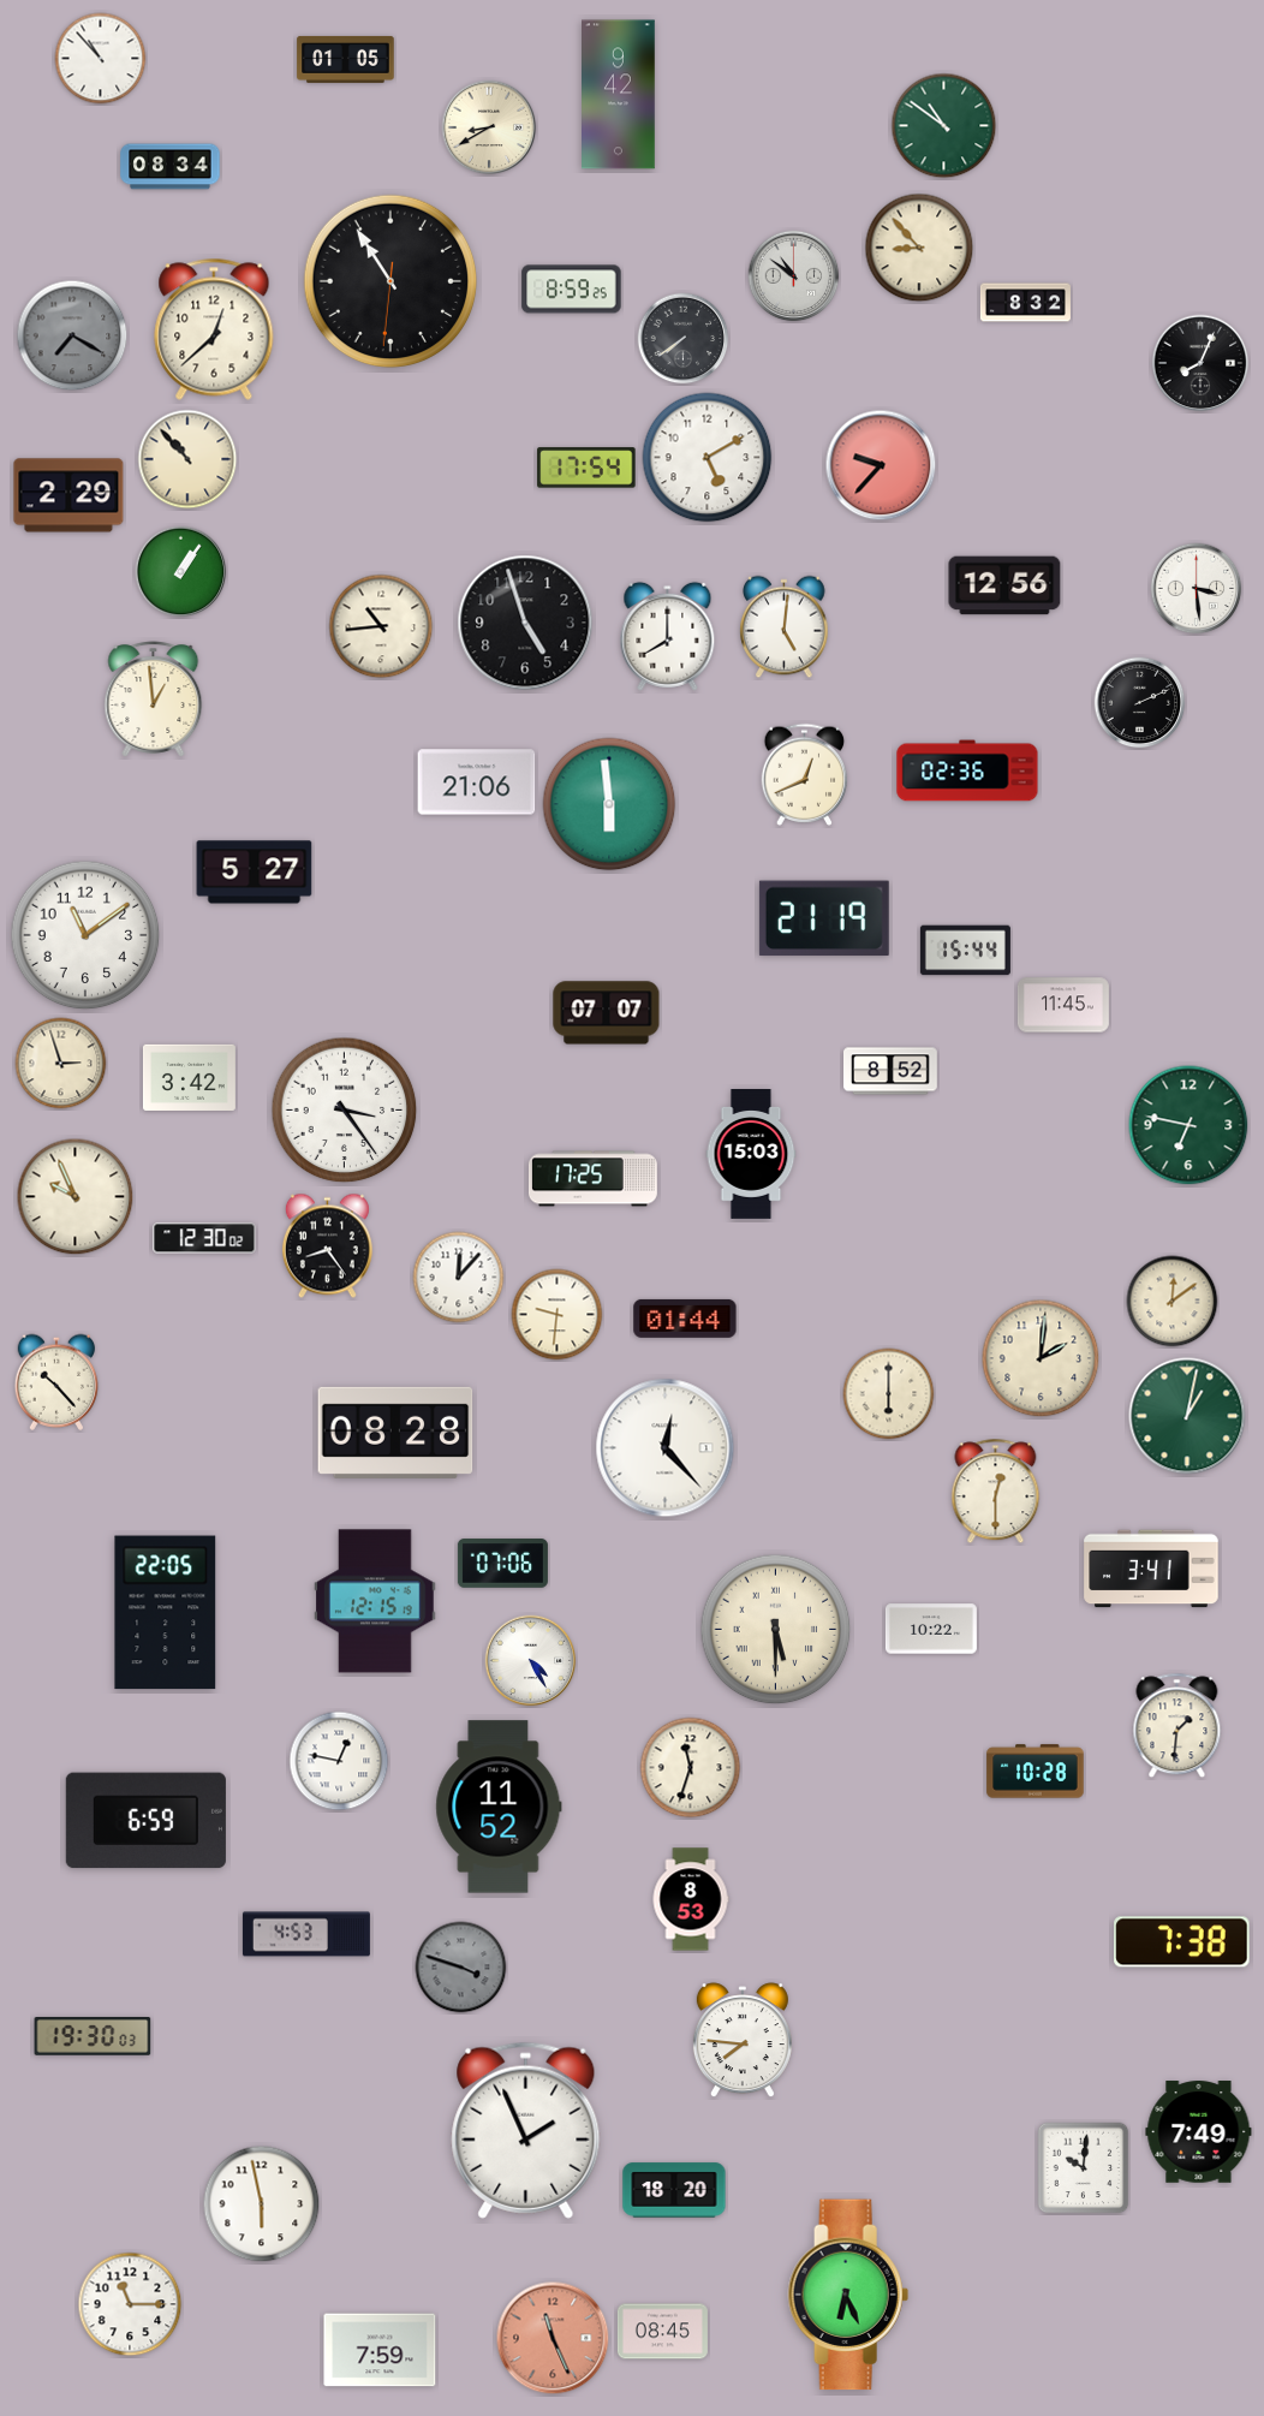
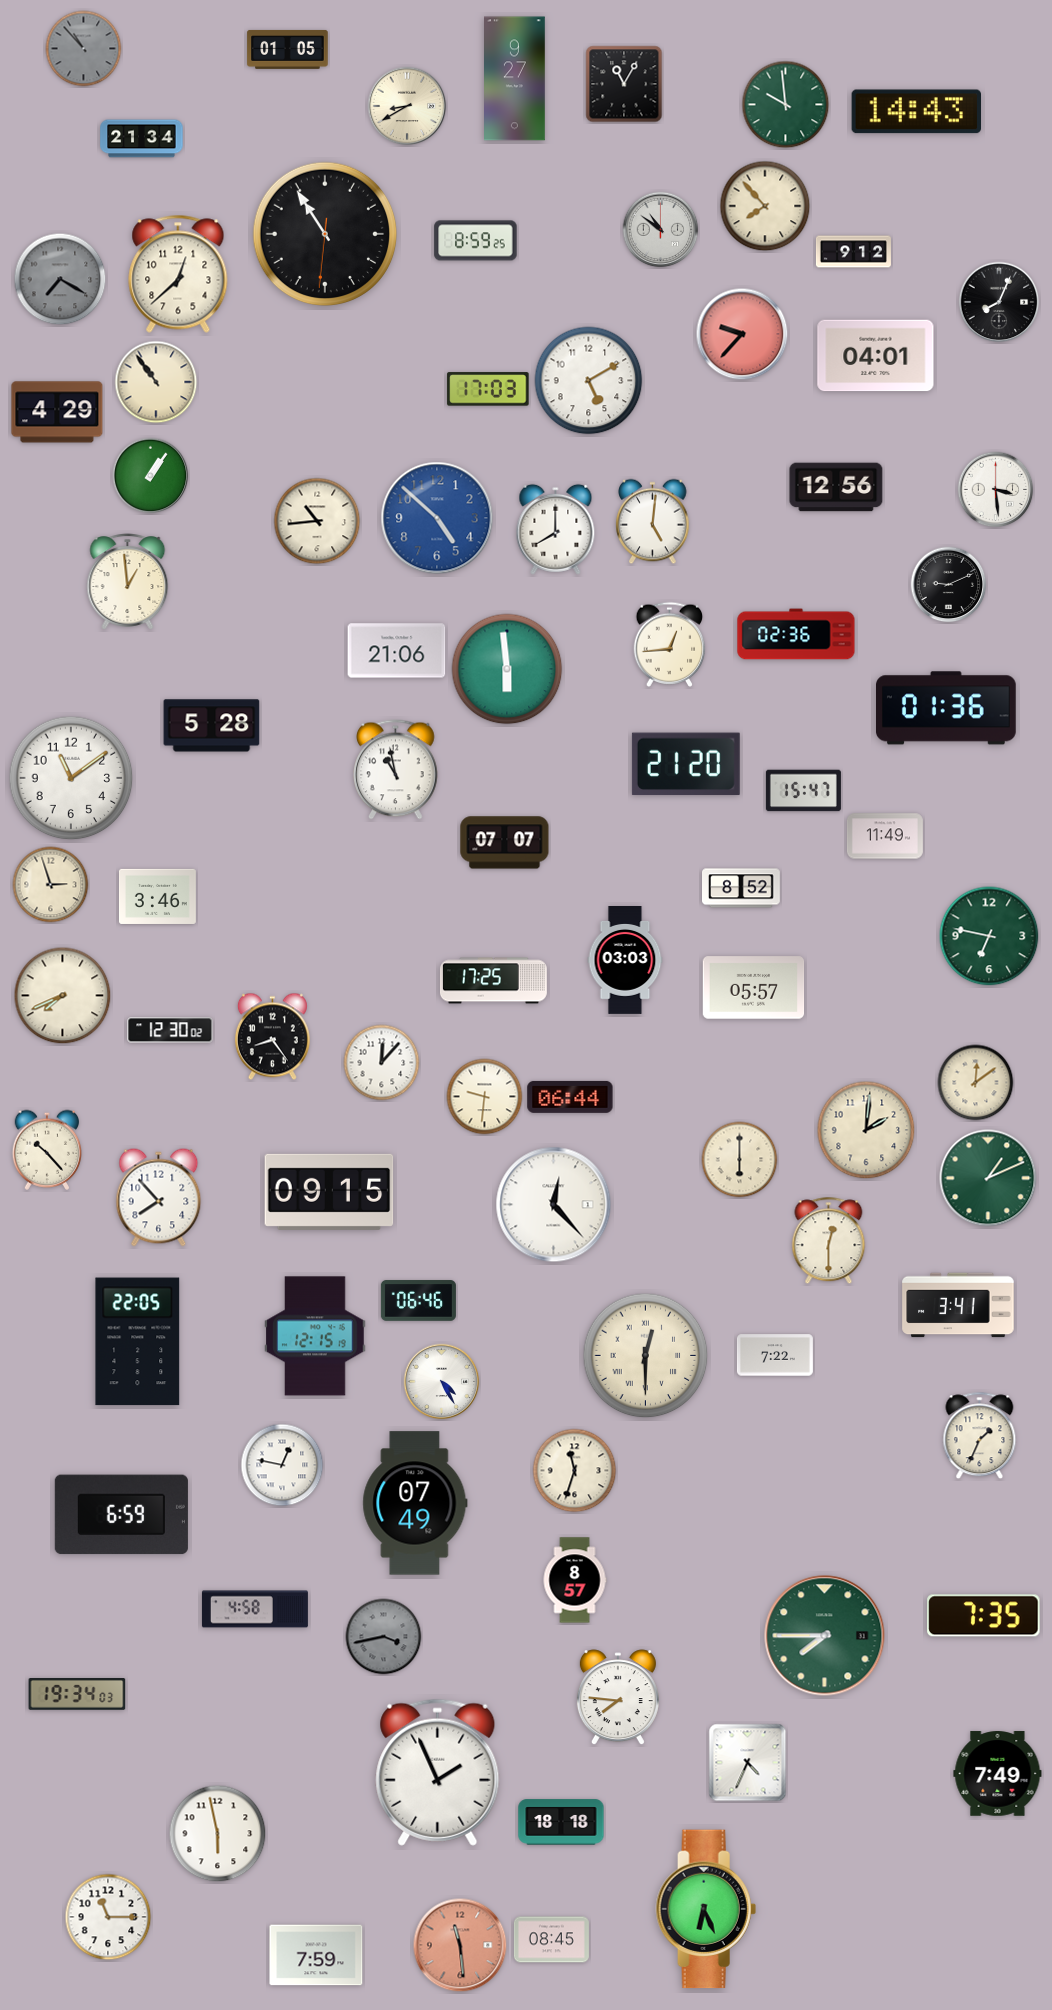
clock at (101, 59) dial: white -> grey
clock at (619, 95): 9:42 -> 9:27
clock at (624, 84): none -> 11:05
clock at (944, 126): 10:51 -> 9:59
clock at (917, 112): none -> 14:43
clock at (171, 167): 08:34 -> 21:34
clock at (919, 248): 8:53 -> 7:53
clock at (1025, 303): 8:32 -> 9:12
clock at (684, 339): 7:39 -> none
clock at (876, 356): none -> 04:01
clock at (187, 459): 10:53 -> 10:54
clock at (881, 465) position: (881, 465) -> (742, 334)
clock at (586, 468): 17:54 -> 17:03
clock at (68, 495): 2:29 -> 4:29
clock at (525, 623): 4:57 -> 4:52
clock at (525, 623) dial: black -> blue
clock at (1140, 703): 2:11 -> 9:11
clock at (967, 770) position: (967, 770) -> (796, 634)
clock at (805, 774): 12:41 -> 12:44
clock at (947, 708): none -> 01:36
clock at (255, 873): 5:27 -> 5:28
clock at (824, 918): 21:19 -> 21:20
clock at (396, 770): none -> 10:58
clock at (965, 951): 15:44 -> 15:47
clock at (1063, 1005): 11:45 -> 11:49
clock at (892, 1071) position: (892, 1071) -> (742, 888)
clock at (189, 1077): 3:42 -> 3:46
clock at (345, 1111): 3:24 -> none
clock at (751, 1155): 15:03 -> 03:03
clock at (754, 988): none -> 05:57
clock at (76, 1197): 9:56 -> 7:41
clock at (558, 1315) position: (558, 1315) -> (485, 1097)
clock at (685, 1319): 01:44 -> 06:44
clock at (1187, 1416): 1:02 -> 1:11
clock at (395, 1433): 08:28 -> 09:15
clock at (159, 1198): none -> 7:53
clock at (502, 1564): 07:06 -> 06:46
clock at (375, 1601) position: (375, 1601) -> (315, 1336)
clock at (931, 1629): 10:22 -> 7:22
clock at (776, 1630): 5:30 -> 12:30
clock at (1177, 1726): 1:31 -> 1:34
clock at (1036, 1772): 10:28 -> none
clock at (499, 1807): 11:52 -> 07:49
clock at (691, 1899): 8:53 -> 8:57
clock at (306, 1934): 4:53 -> 4:58
clock at (1182, 1942): 7:38 -> 7:35
clock at (825, 1636): none -> 7:45
clock at (461, 1968): 3:48 -> 3:43
clock at (93, 2037): 19:30 -> 19:34
clock at (748, 1763): none -> 4:34
clock at (1084, 2168): 10:01 -> none
clock at (674, 2190): 18:20 -> 18:18
clock at (553, 2338): 11:26 -> 11:29
